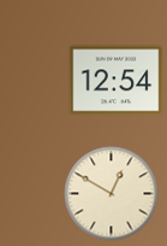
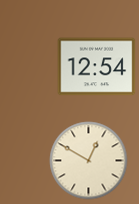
clock at (111, 193) position: (111, 193) -> (88, 160)
